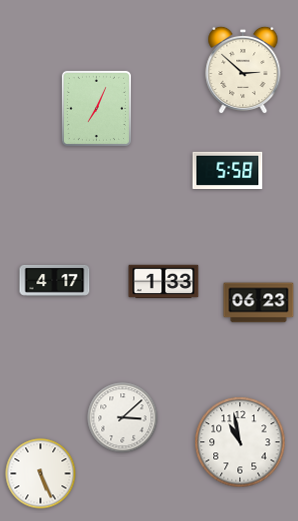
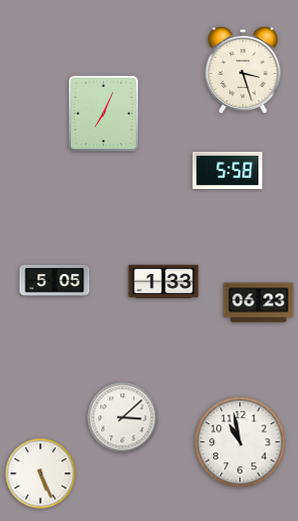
clock at (243, 69): 2:52 -> 3:27
clock at (96, 108) position: (96, 108) -> (103, 113)
clock at (55, 280): 4:17 -> 5:05
